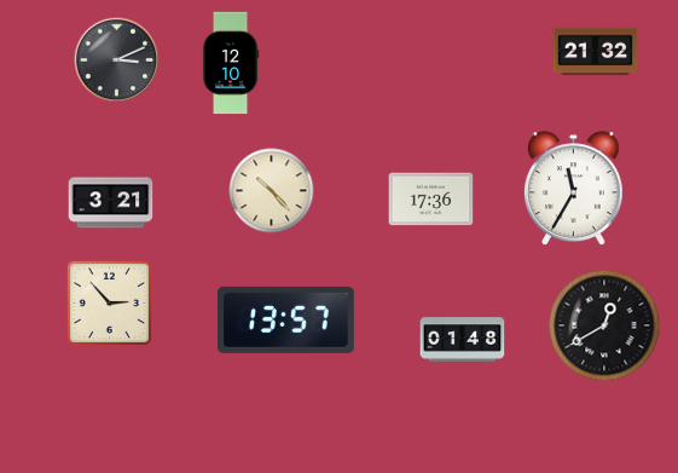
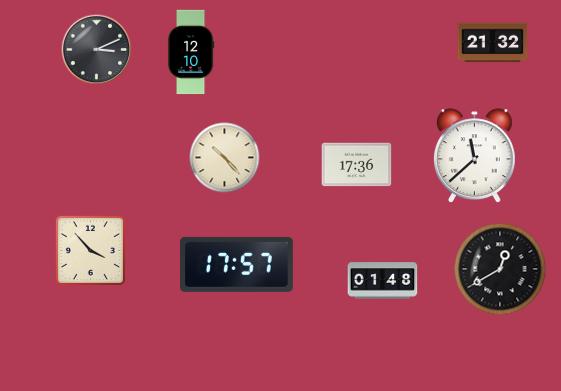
clock at (573, 189): 11:35 -> 11:38
clock at (111, 203): 3:21 -> none
clock at (109, 302): 2:53 -> 3:53
clock at (285, 319): 13:57 -> 17:57
